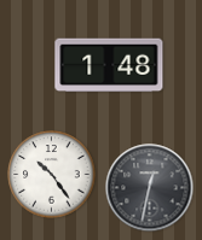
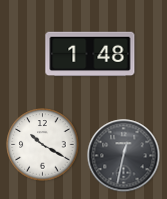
clock at (52, 175): 10:24 -> 10:20
